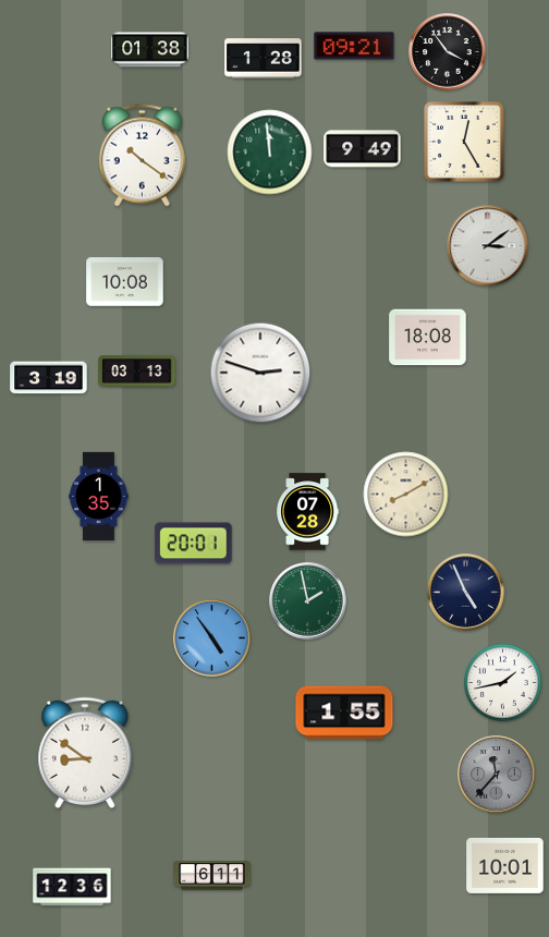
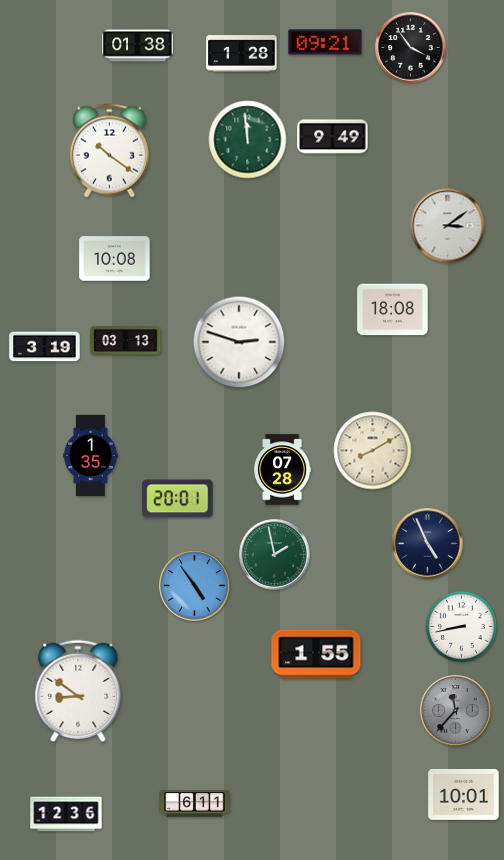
clock at (464, 142): 12:25 -> none
clock at (142, 156) position: (142, 156) -> (109, 151)
clock at (406, 495) position: (406, 495) -> (373, 451)
clock at (308, 601) position: (308, 601) -> (275, 555)
clock at (502, 682): 1:43 -> 8:43
